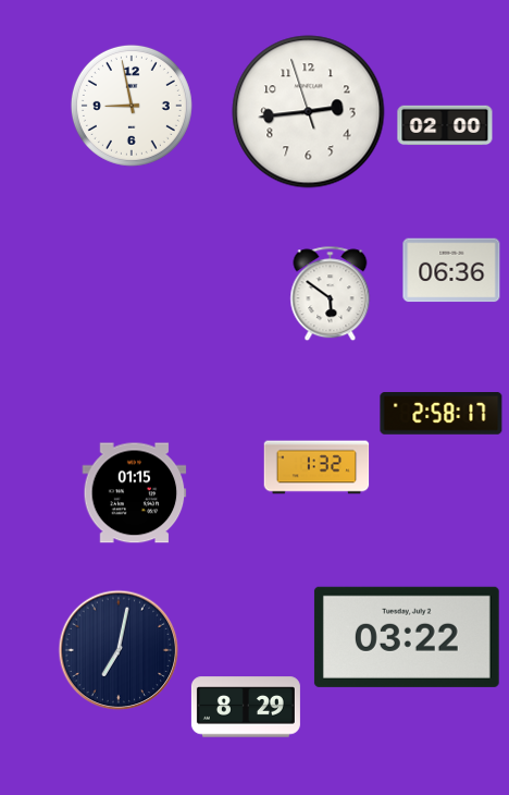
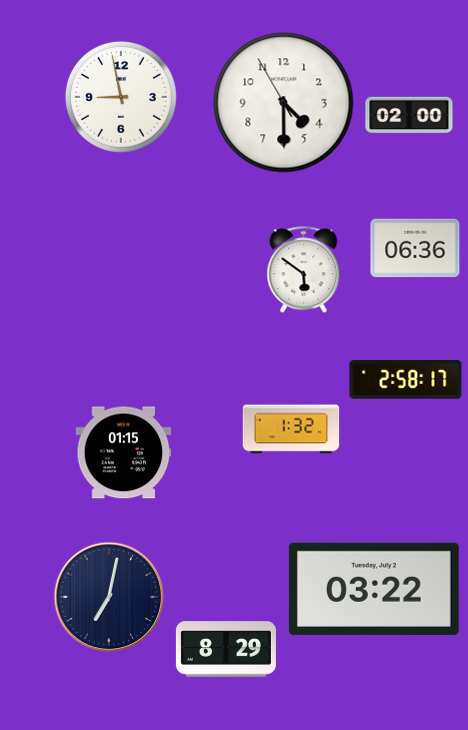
clock at (309, 112): 2:43 -> 4:29
clock at (407, 637) position: (407, 637) -> (374, 589)
